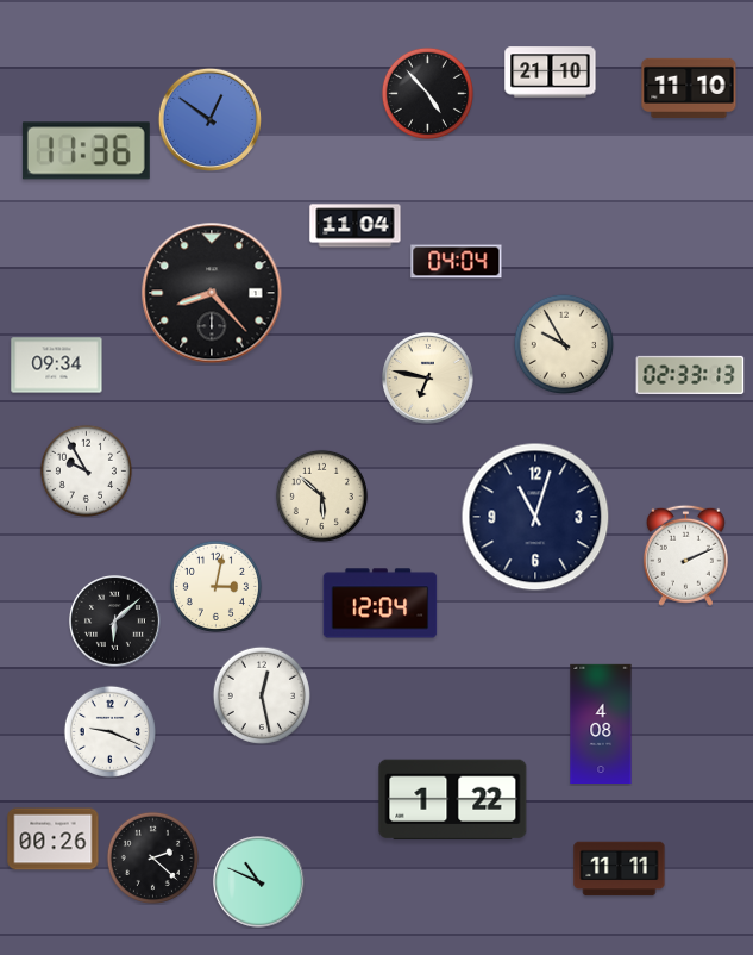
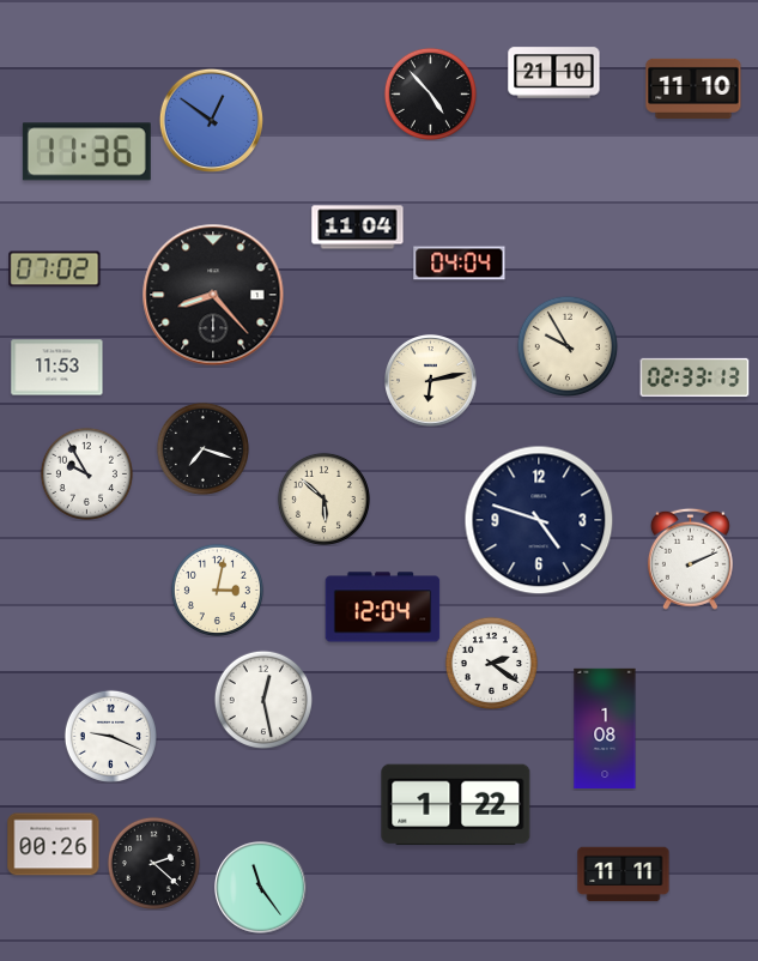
clock at (55, 270): none -> 07:02
clock at (57, 366): 09:34 -> 11:53
clock at (428, 379): 6:47 -> 6:13
clock at (202, 448): none -> 7:18
clock at (535, 517): 11:03 -> 4:48
clock at (115, 622): 6:08 -> none
clock at (491, 663): none -> 2:21
clock at (601, 723): 4:08 -> 1:08
clock at (259, 882): 10:49 -> 11:24
